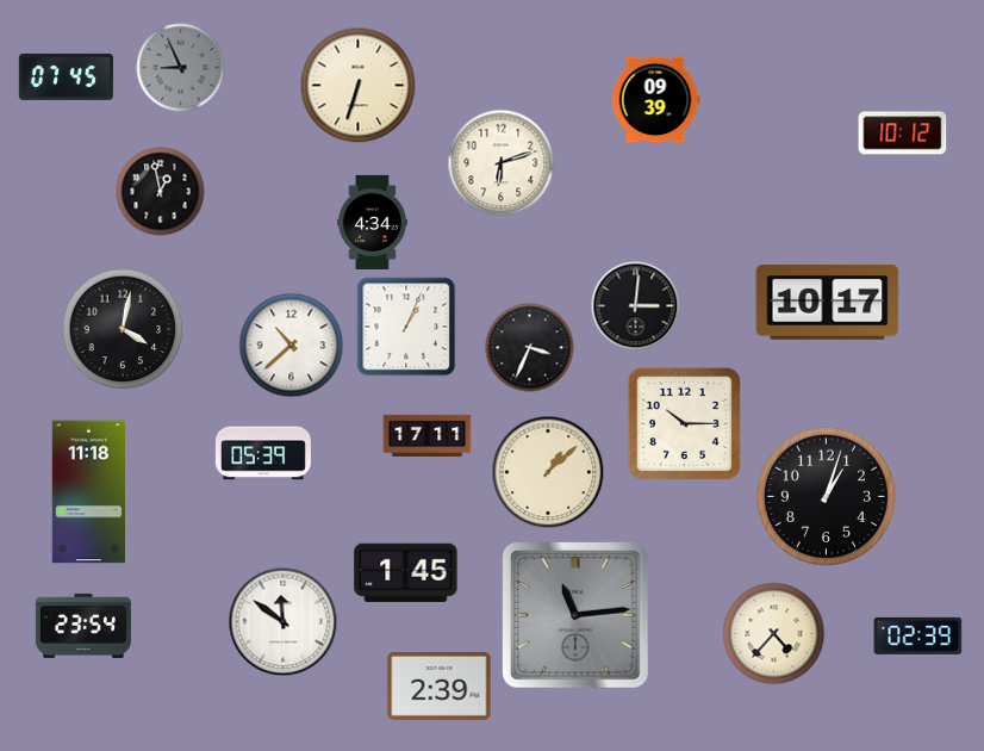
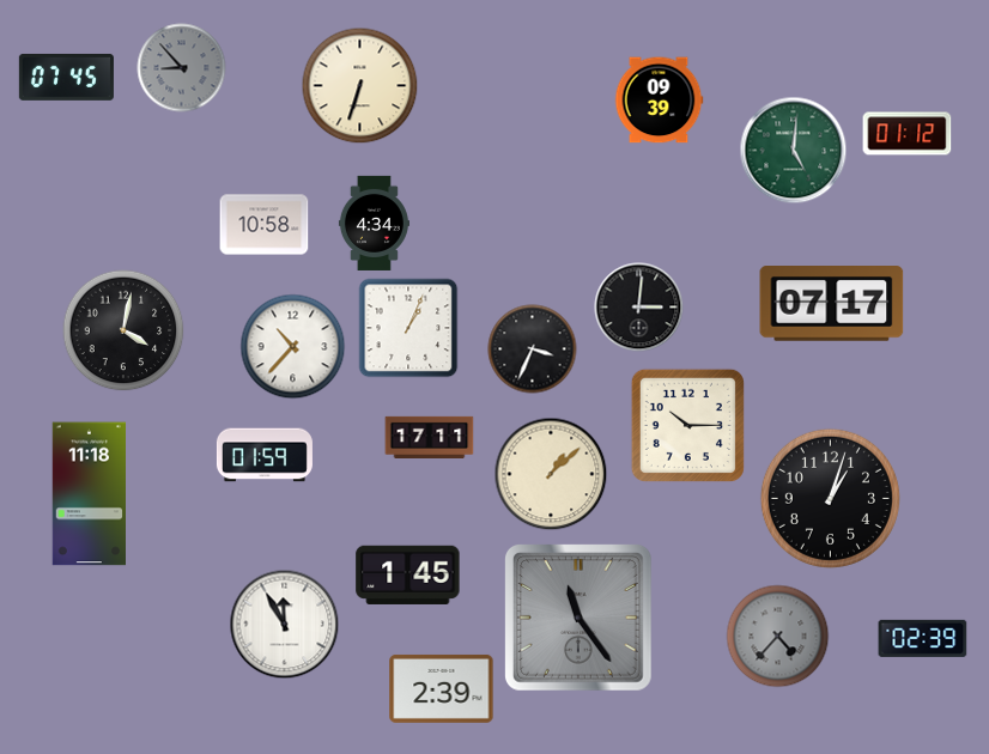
clock at (181, 68): 8:56 -> 8:53
clock at (903, 134): 10:12 -> 01:12
clock at (794, 151): none -> 5:01
clock at (502, 163): 6:12 -> none
clock at (161, 192): 12:58 -> none
clock at (265, 225): none -> 10:58
clock at (828, 303): 10:17 -> 07:17
clock at (292, 346): 10:38 -> 10:37
clock at (263, 453): 05:39 -> 01:59
clock at (575, 615): 11:14 -> 11:24
clock at (284, 622): 11:51 -> 11:55
clock at (83, 626): 23:54 -> none
clock at (774, 634) dial: cream -> grey
